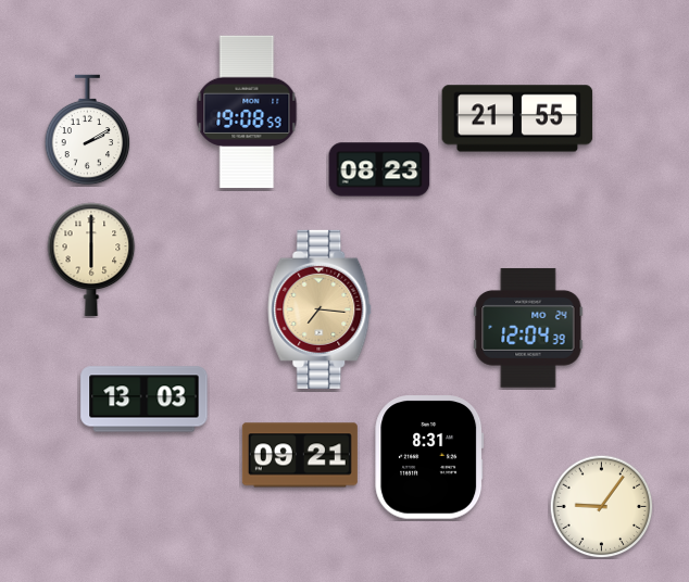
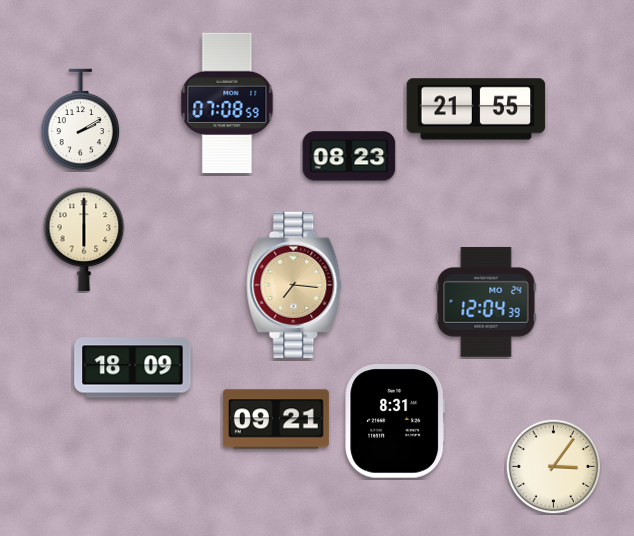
clock at (247, 112): 19:08 -> 07:08
clock at (145, 400): 13:03 -> 18:09
clock at (601, 506): 9:06 -> 3:06
